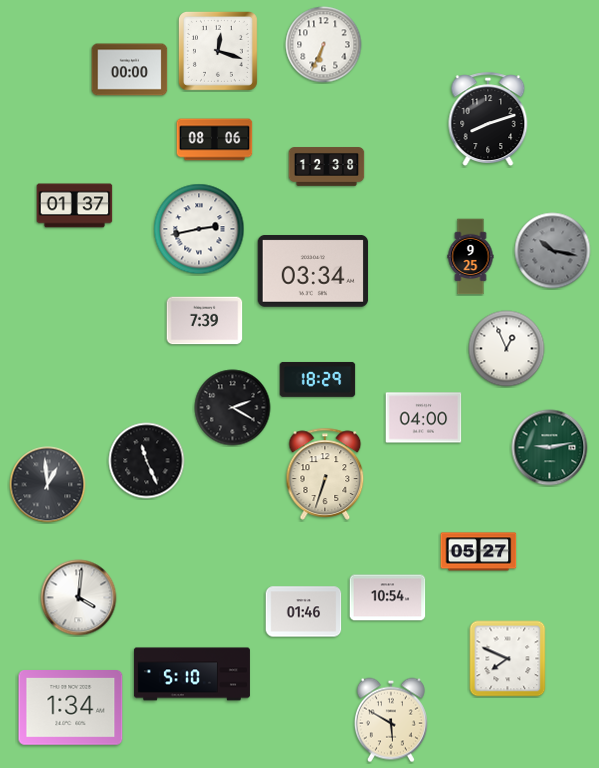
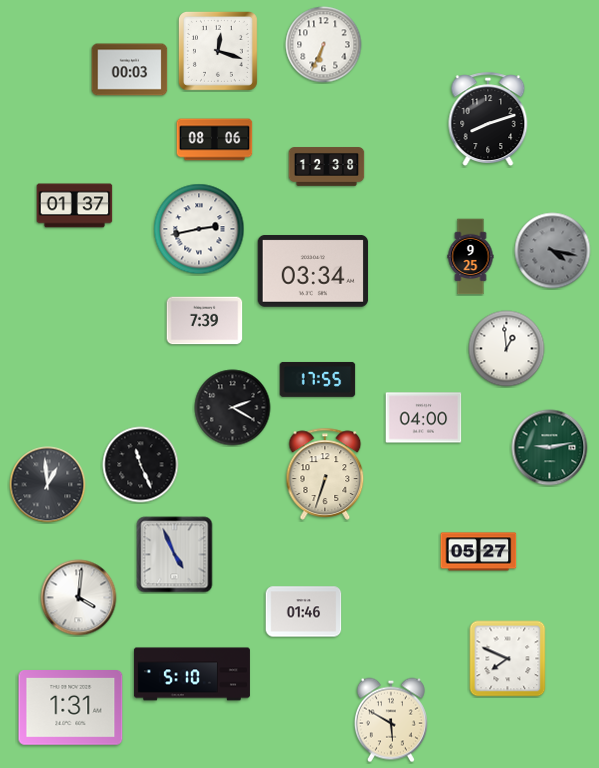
clock at (130, 70): 00:00 -> 00:03
clock at (553, 251): 10:17 -> 4:17
clock at (507, 349): 12:56 -> 12:59
clock at (318, 379): 18:29 -> 17:55
clock at (147, 461) position: (147, 461) -> (141, 465)
clock at (175, 555): none -> 4:56
clock at (388, 598): 10:54 -> none
clock at (71, 708): 1:34 -> 1:31
